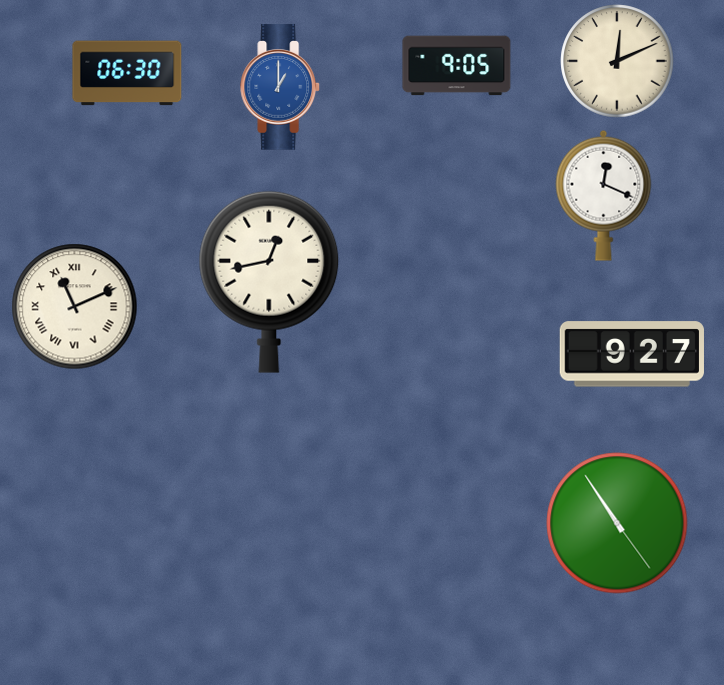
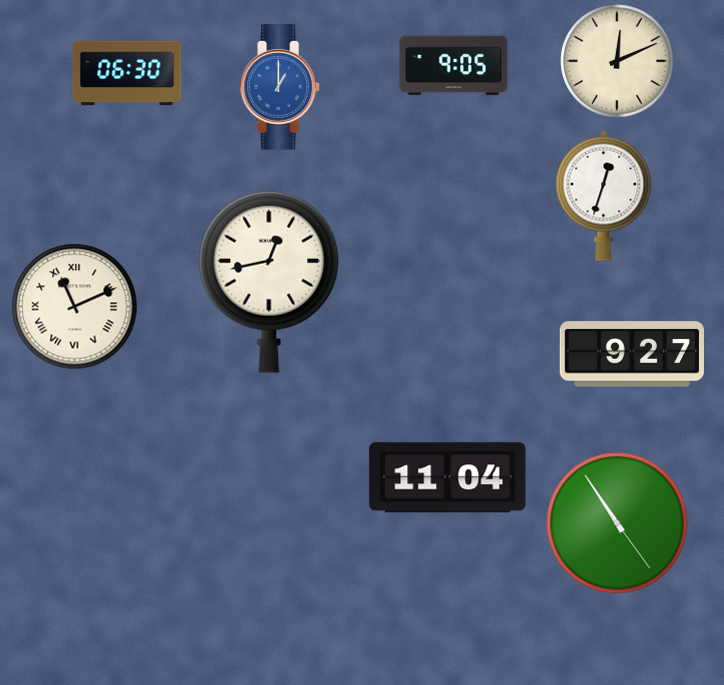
clock at (457, 66) position: (457, 66) -> (454, 66)
clock at (604, 195): 12:19 -> 12:33
clock at (448, 478): none -> 11:04
